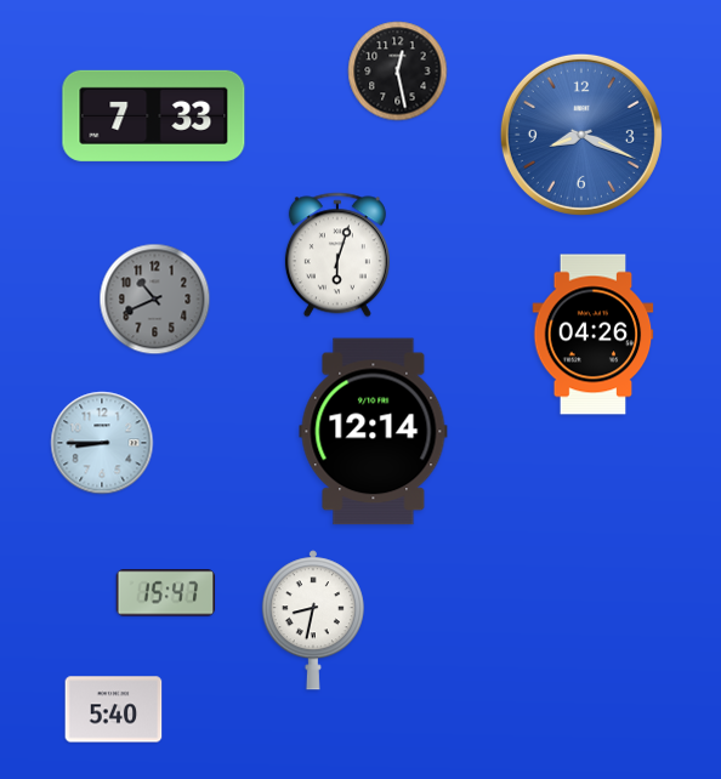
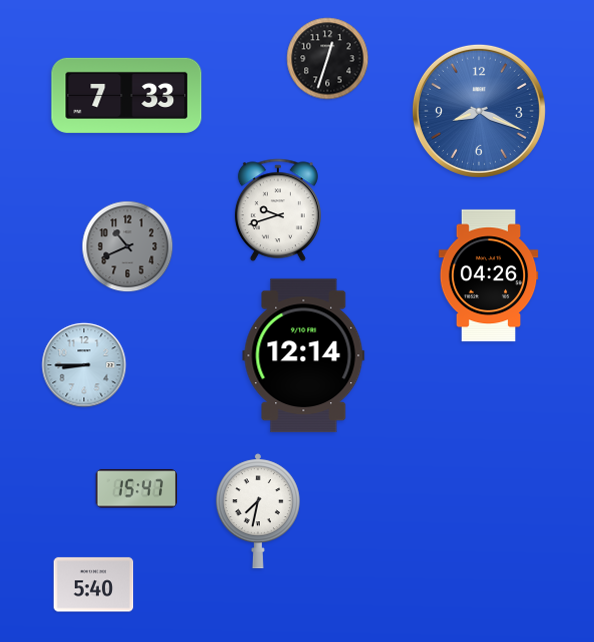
clock at (398, 72): 12:28 -> 12:33
clock at (337, 255): 6:03 -> 9:42
clock at (374, 432) position: (374, 432) -> (304, 356)
clock at (313, 620): 8:32 -> 7:32
